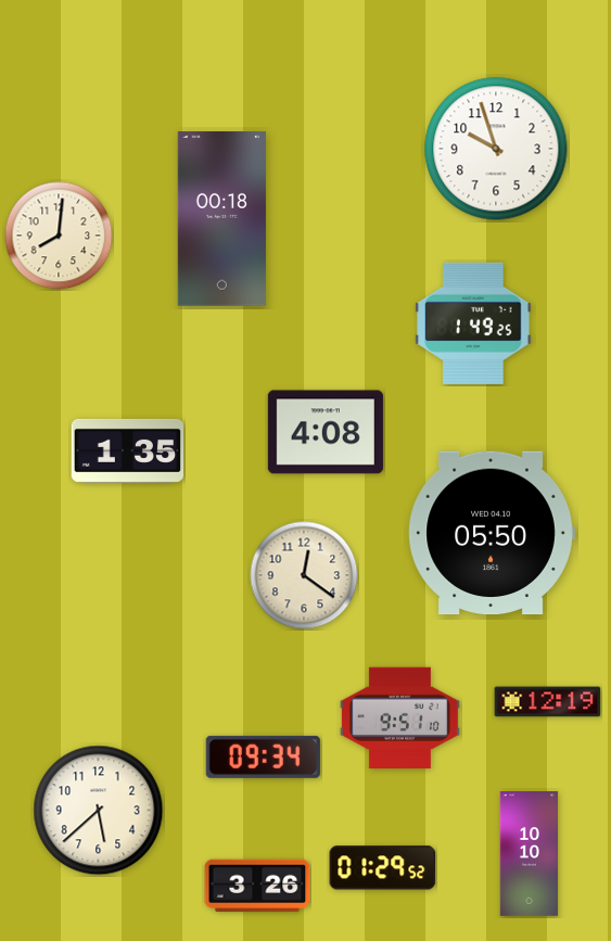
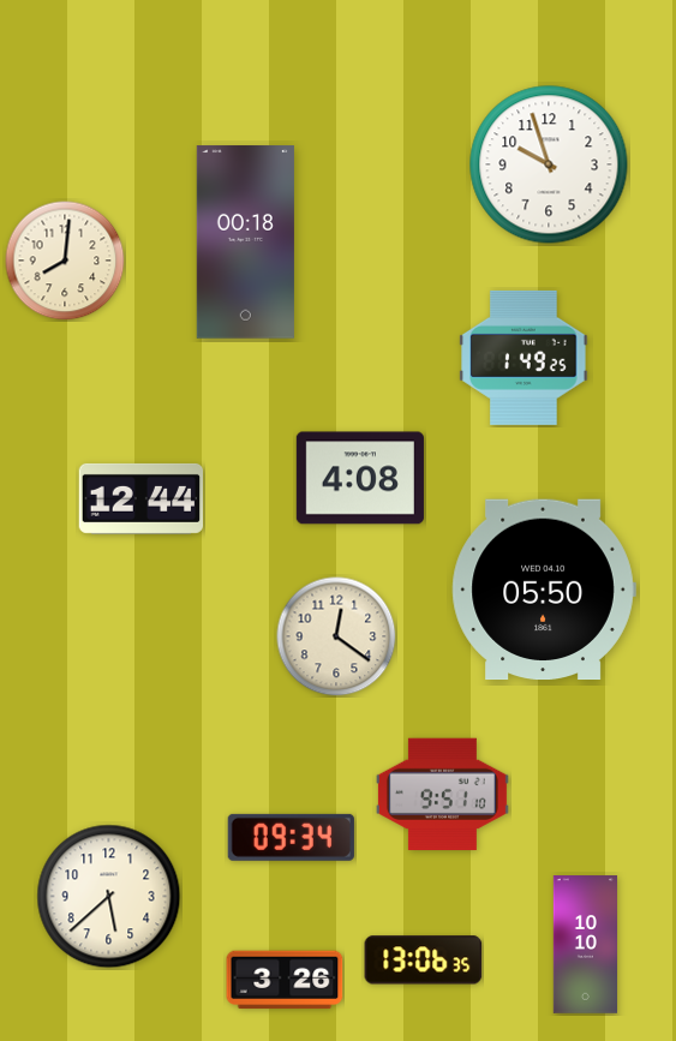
clock at (128, 450): 1:35 -> 12:44
clock at (548, 702): 12:19 -> none
clock at (383, 868): 01:29 -> 13:06
